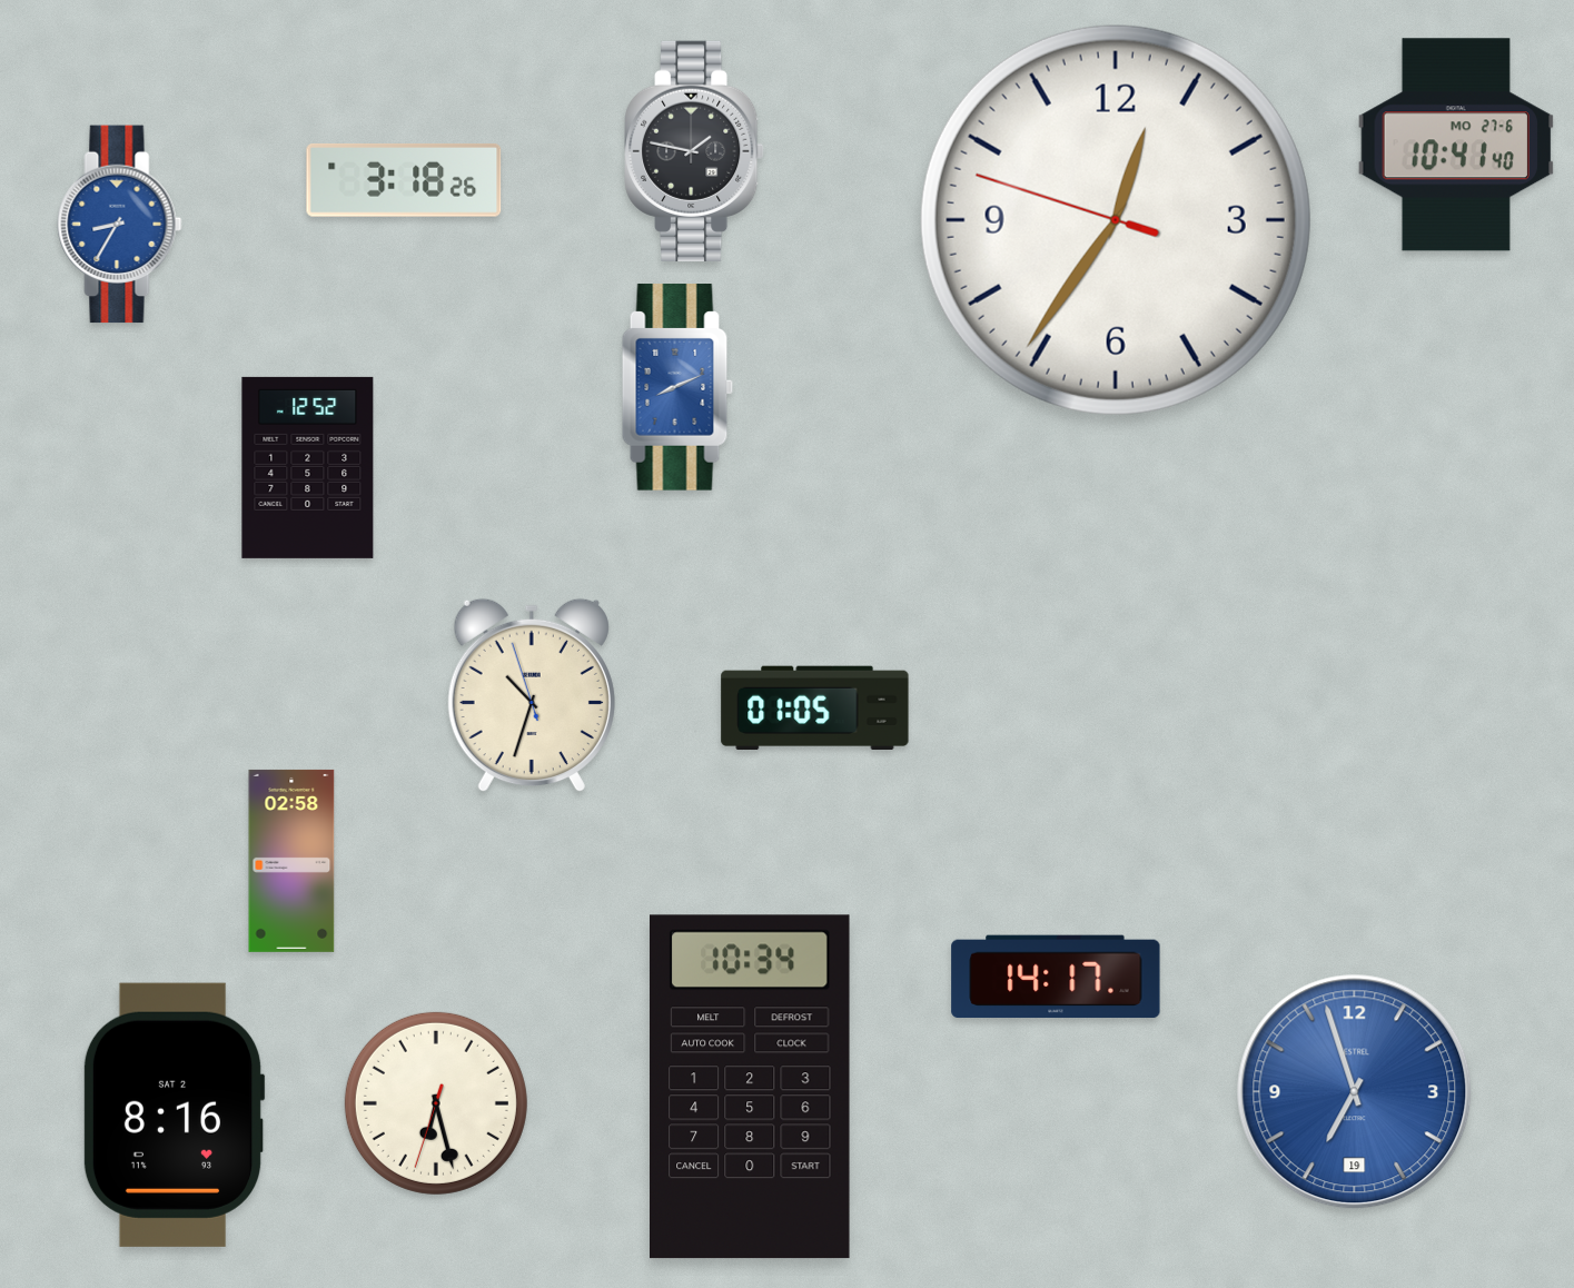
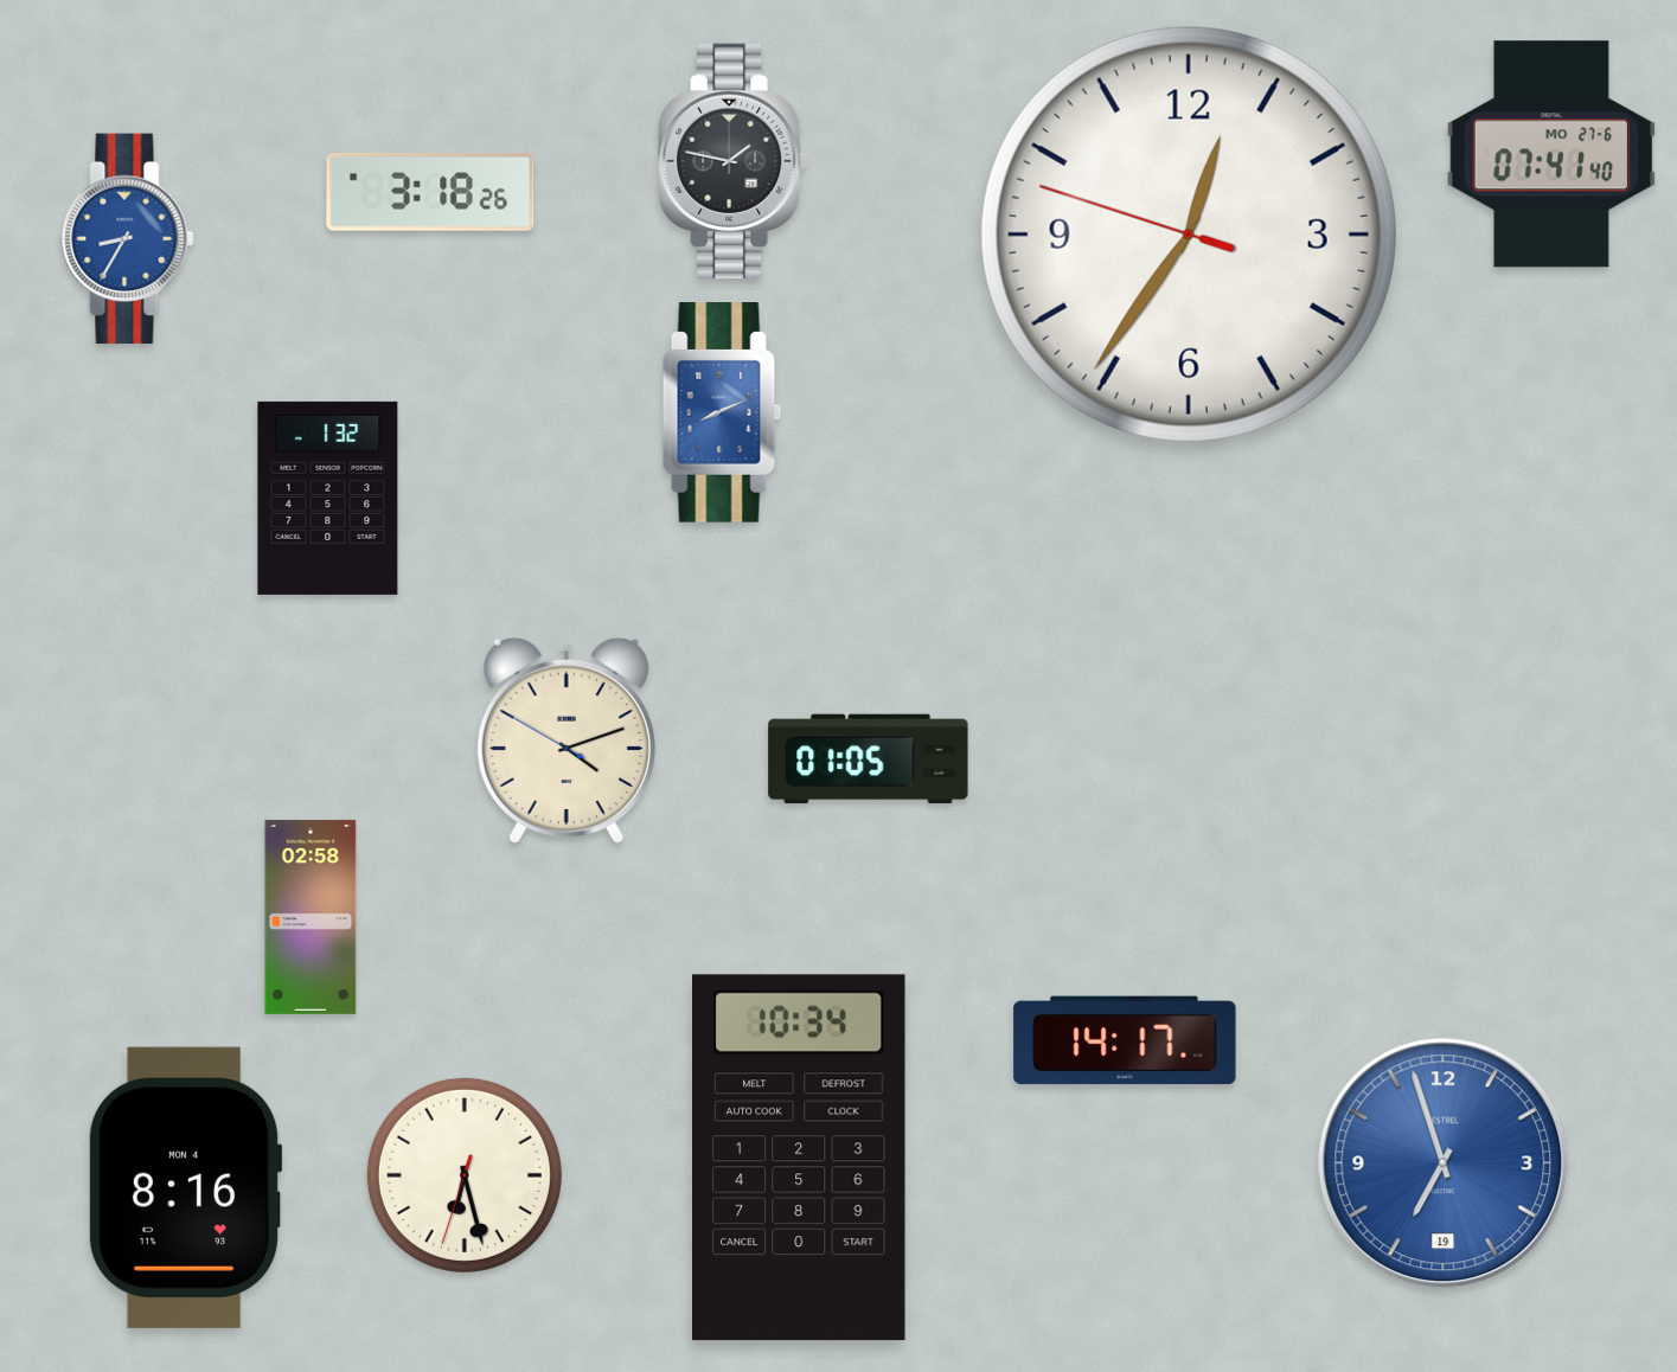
clock at (1456, 145): 10:41 -> 07:41
clock at (695, 151) position: (695, 151) -> (734, 161)
clock at (308, 467): 12:52 -> 1:32
clock at (532, 695): 10:32 -> 4:11
clock at (815, 707) position: (815, 707) -> (869, 758)
clock at (174, 1114) date: SAT 2 -> MON 4
